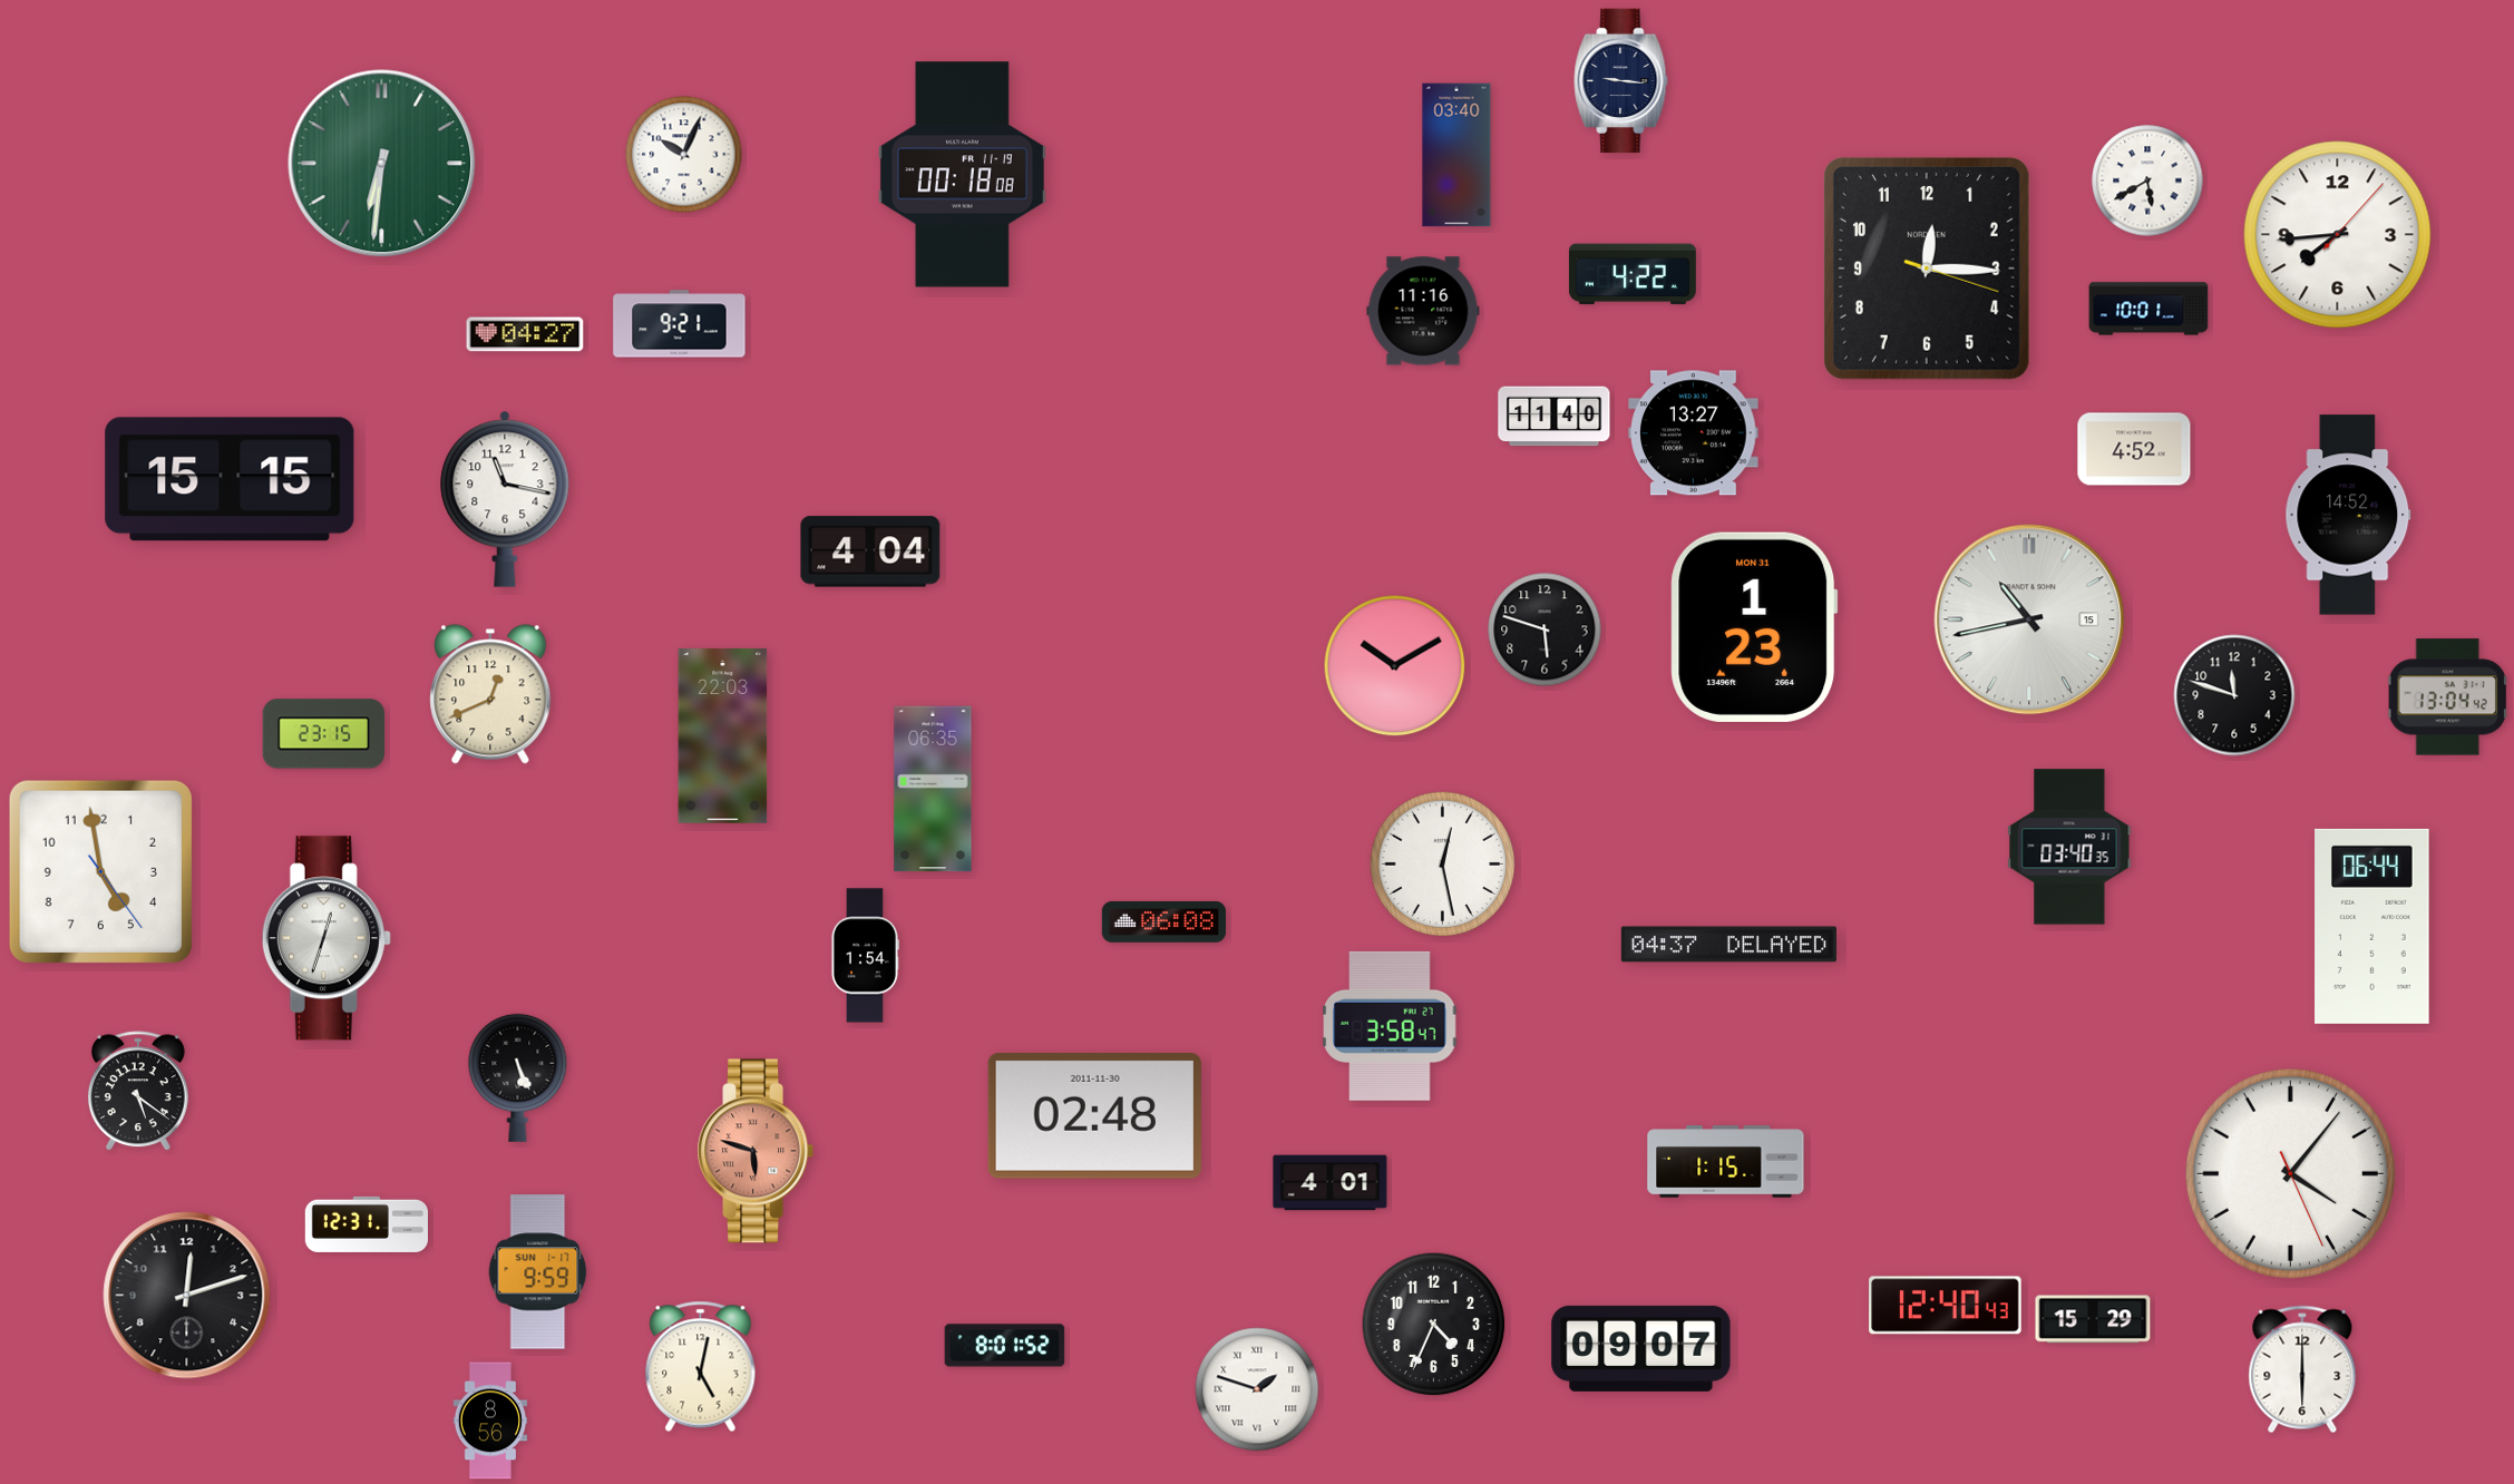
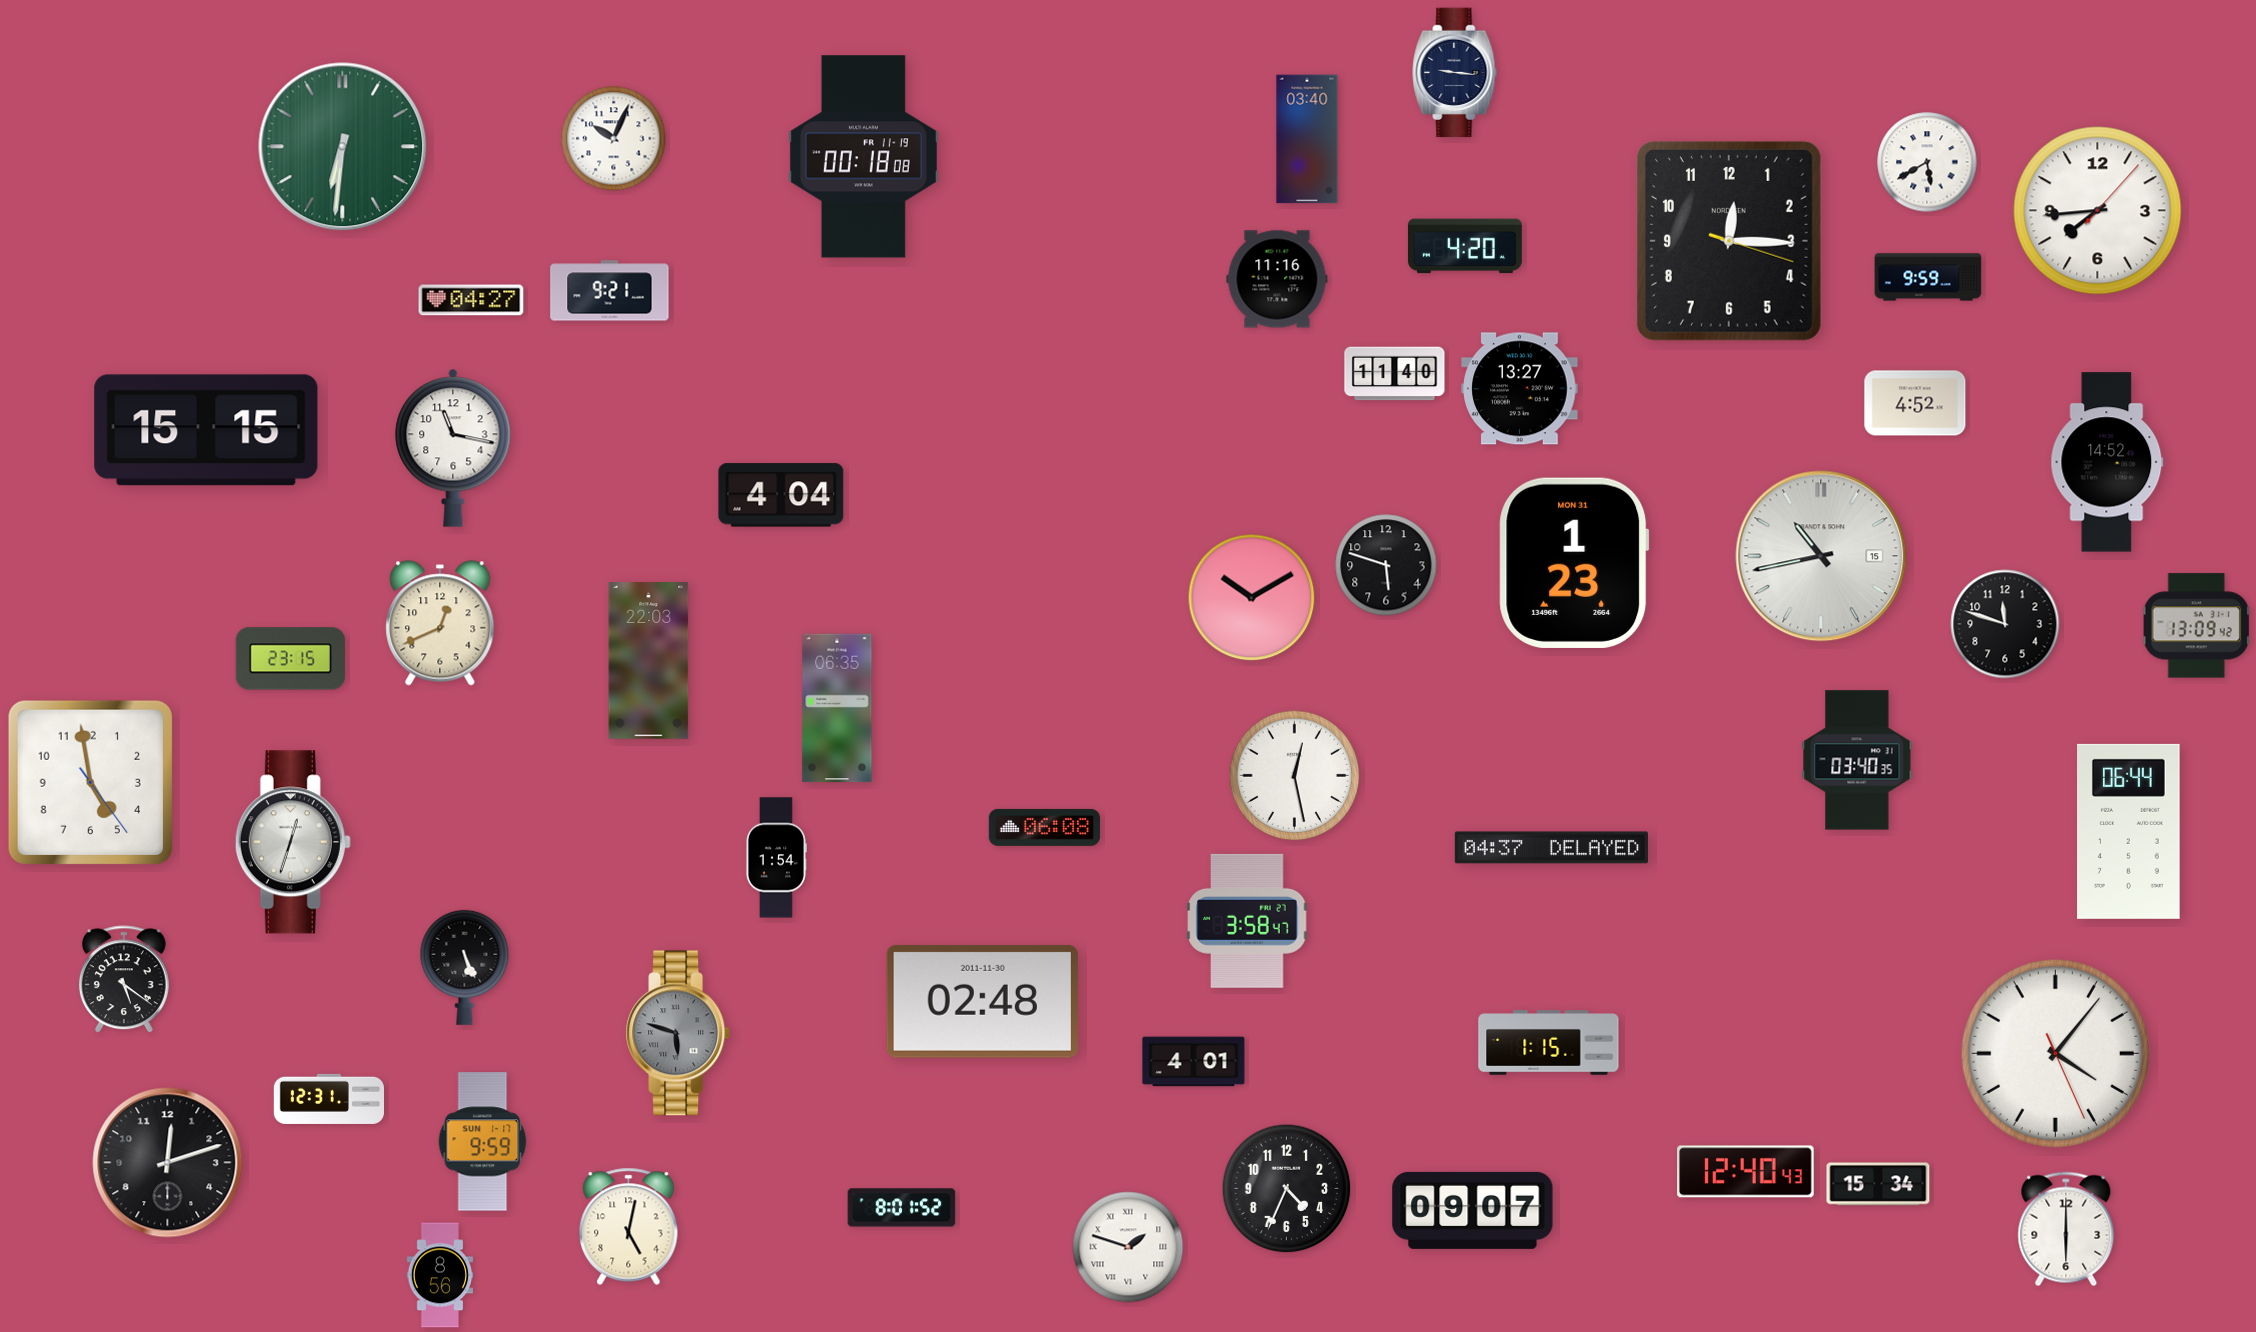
clock at (1633, 274): 4:22 -> 4:20
clock at (2148, 309): 10:01 -> 9:59
clock at (2448, 697): 13:04 -> 13:09
clock at (756, 1151) dial: salmon -> grey
clock at (2093, 1319): 15:29 -> 15:34
